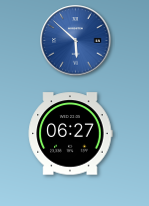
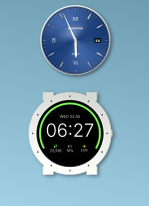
clock at (76, 41): 5:52 -> 5:56
